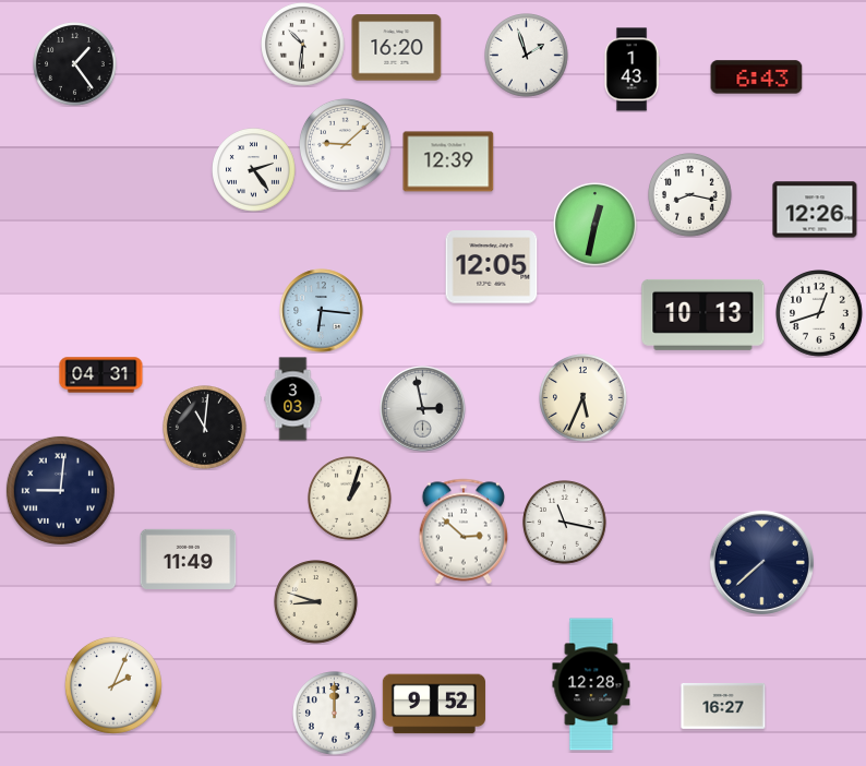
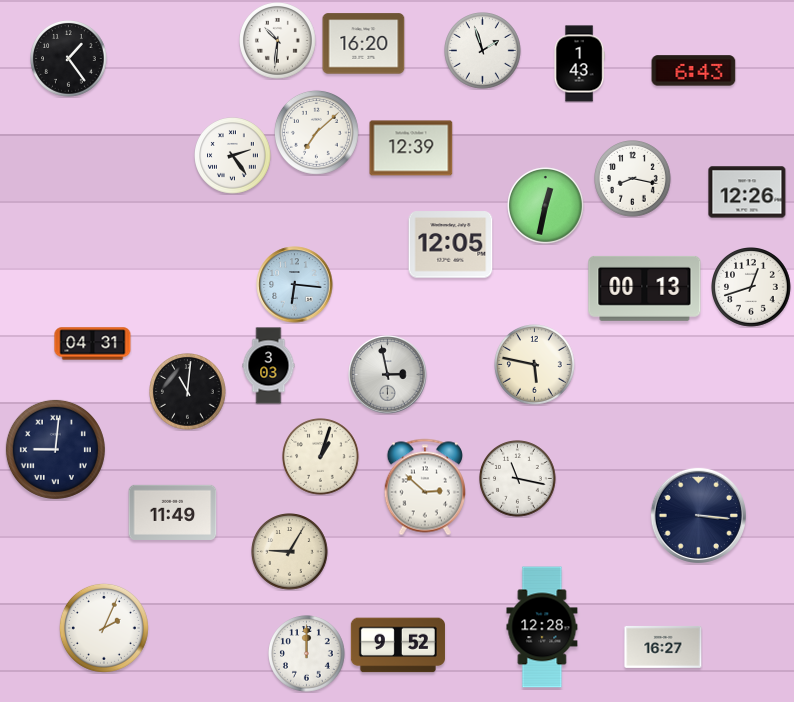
clock at (345, 144): 9:08 -> 7:08
clock at (703, 314): 10:13 -> 00:13
clock at (584, 398): 5:34 -> 5:47
clock at (761, 562): 7:38 -> 3:16
clock at (316, 602): 8:48 -> 9:05
